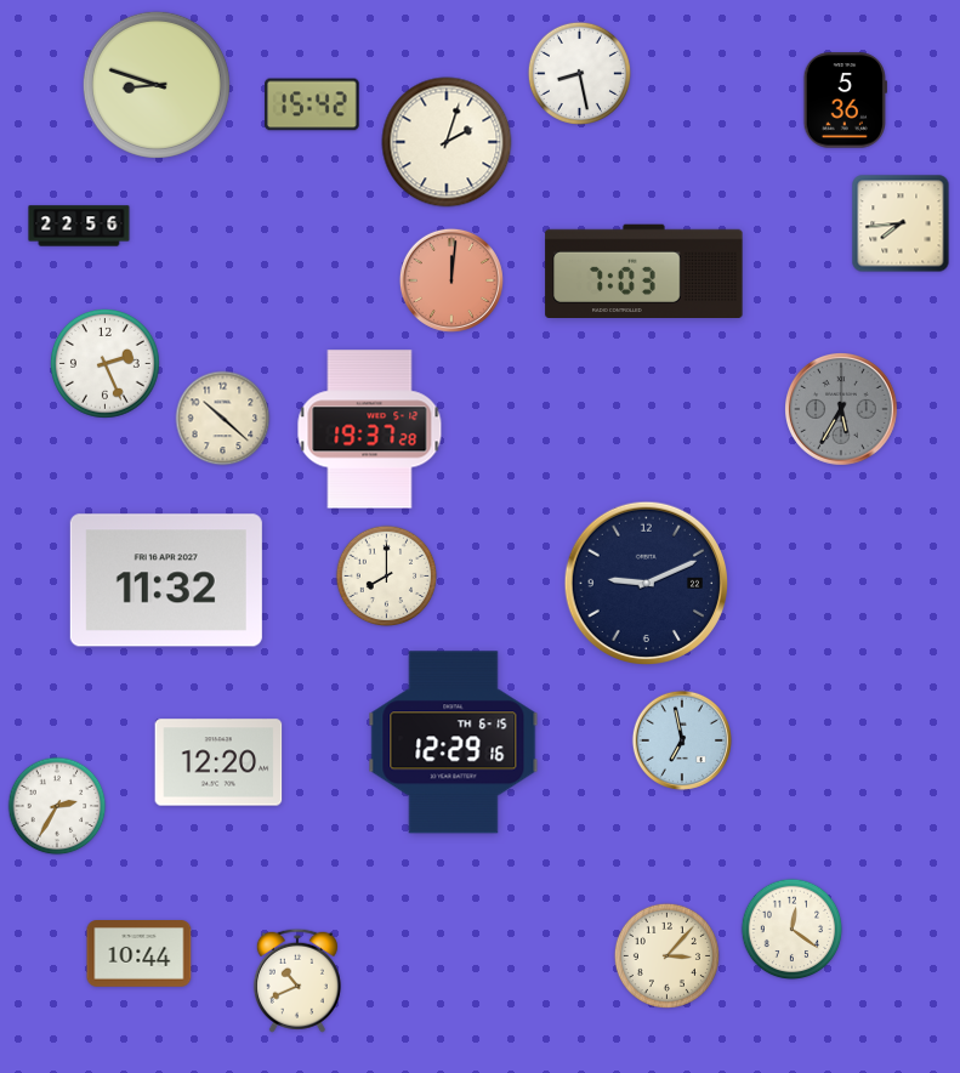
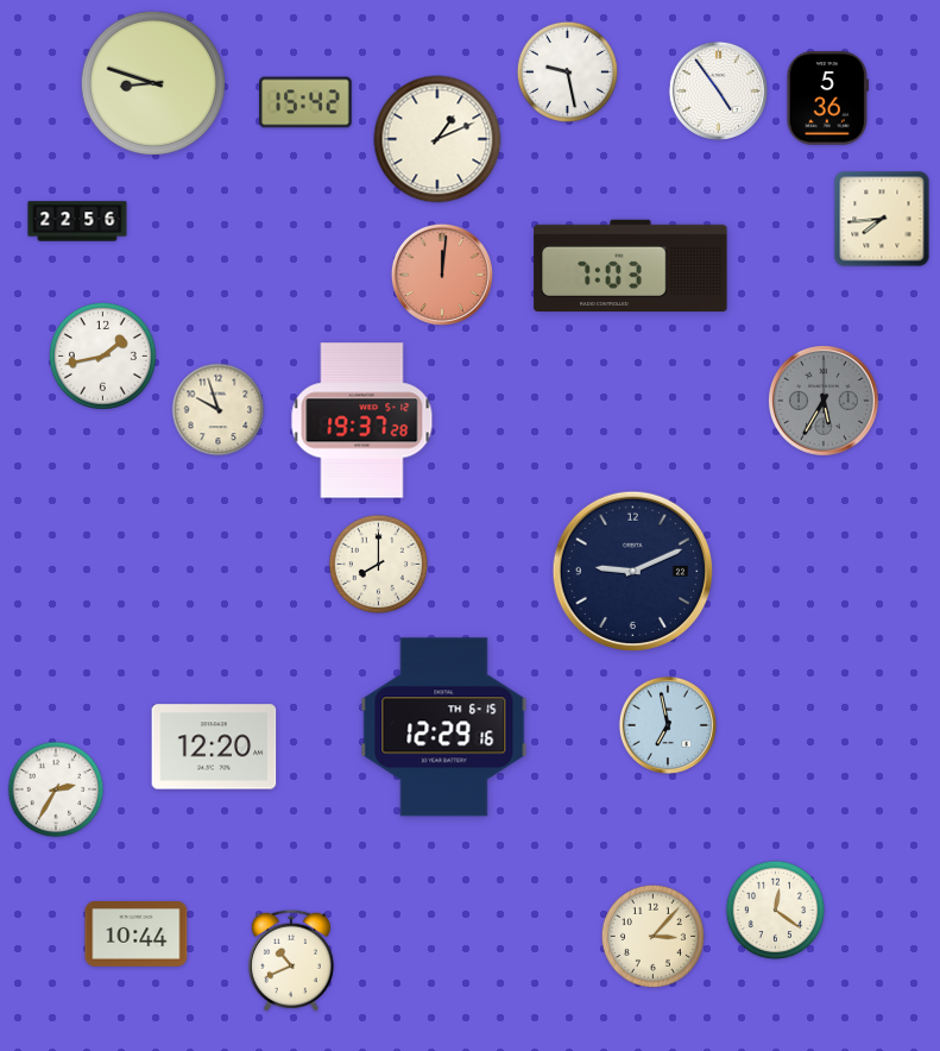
clock at (579, 73): 8:28 -> 9:28
clock at (718, 90): none -> 4:54
clock at (447, 142): 2:03 -> 1:11
clock at (104, 363): 2:26 -> 1:43
clock at (223, 419): 10:22 -> 9:57
clock at (166, 580): 11:32 -> none
